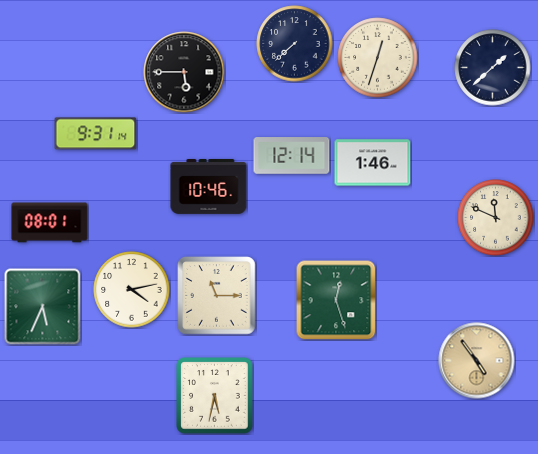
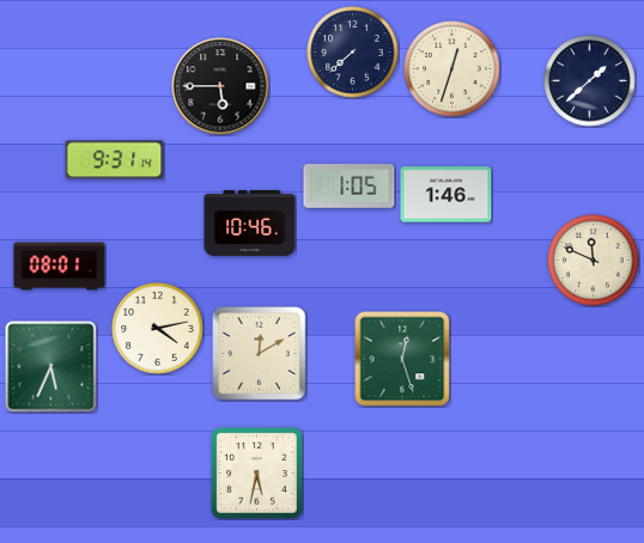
clock at (292, 156): 12:14 -> 1:05
clock at (132, 290) position: (132, 290) -> (158, 329)
clock at (217, 296): 11:15 -> 12:10
clock at (477, 361): 4:54 -> none
